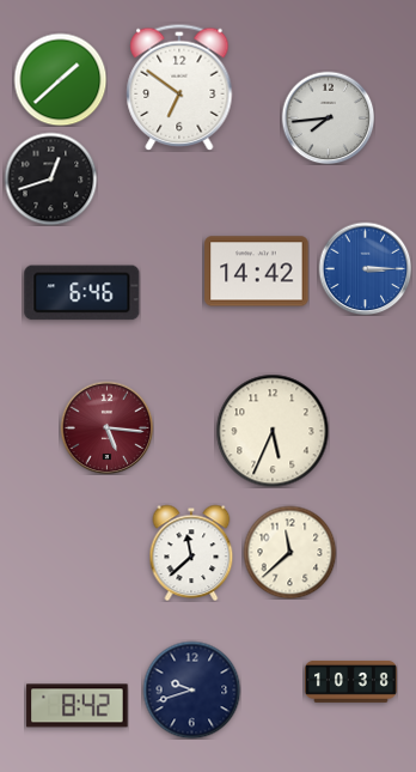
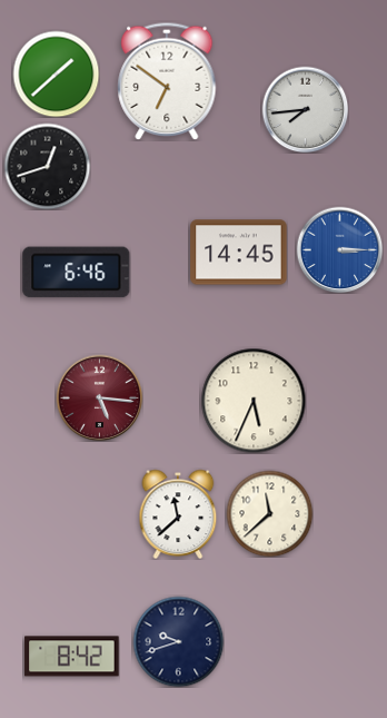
clock at (257, 272): 14:42 -> 14:45
clock at (350, 681): 10:38 -> none
